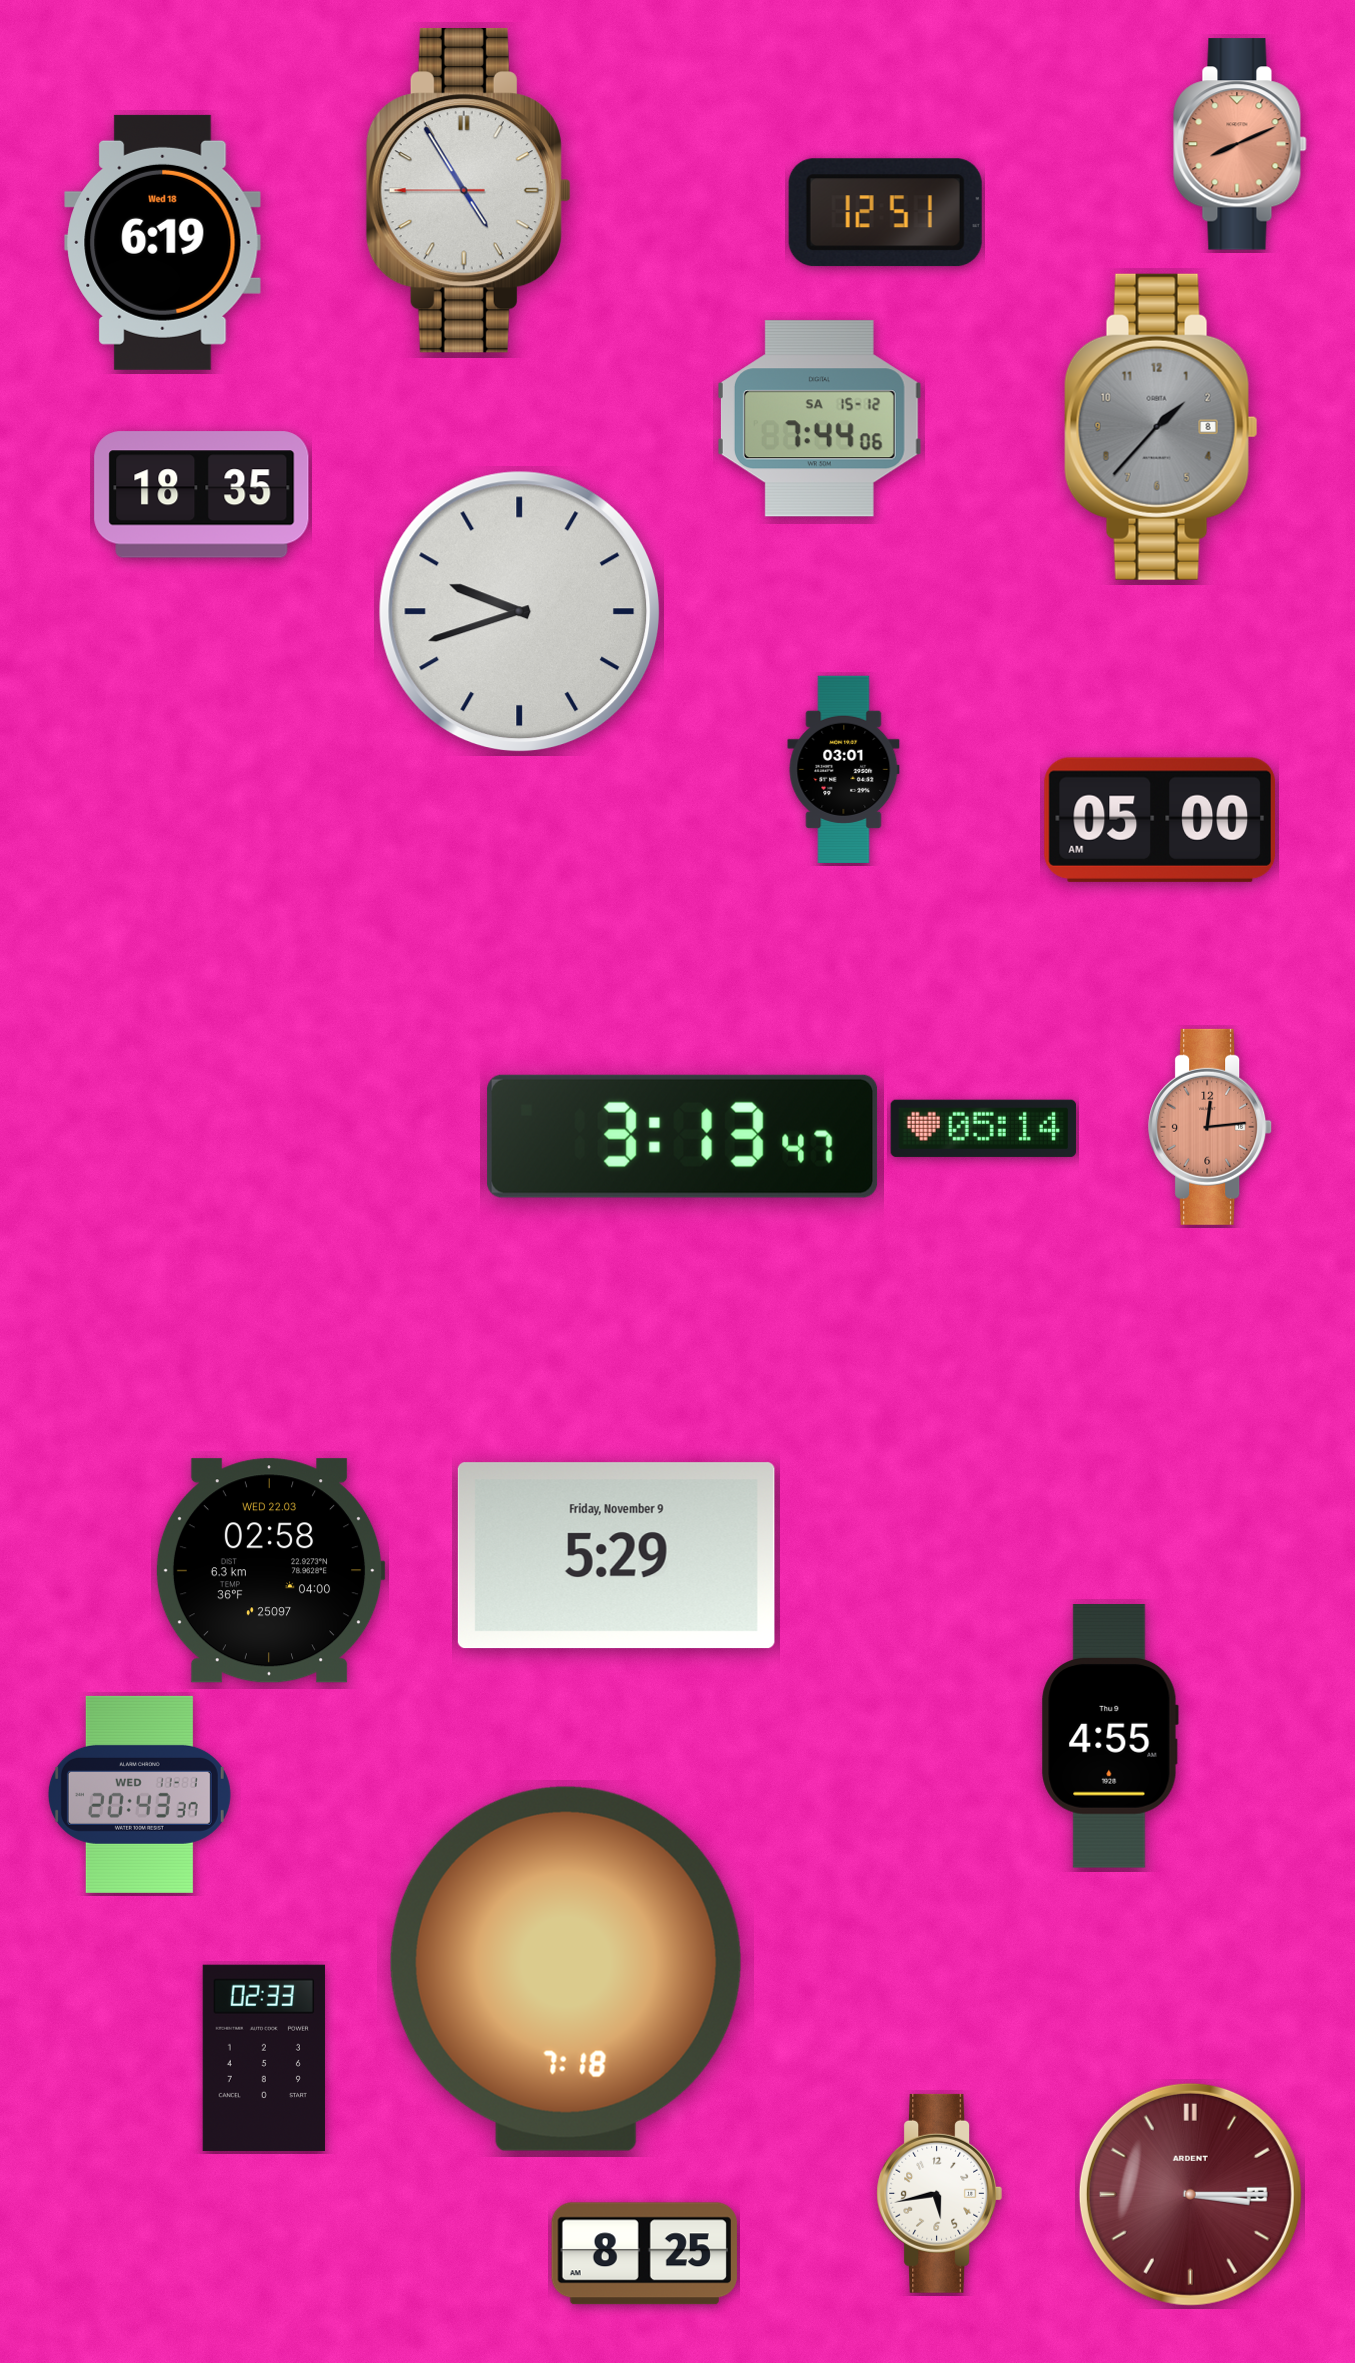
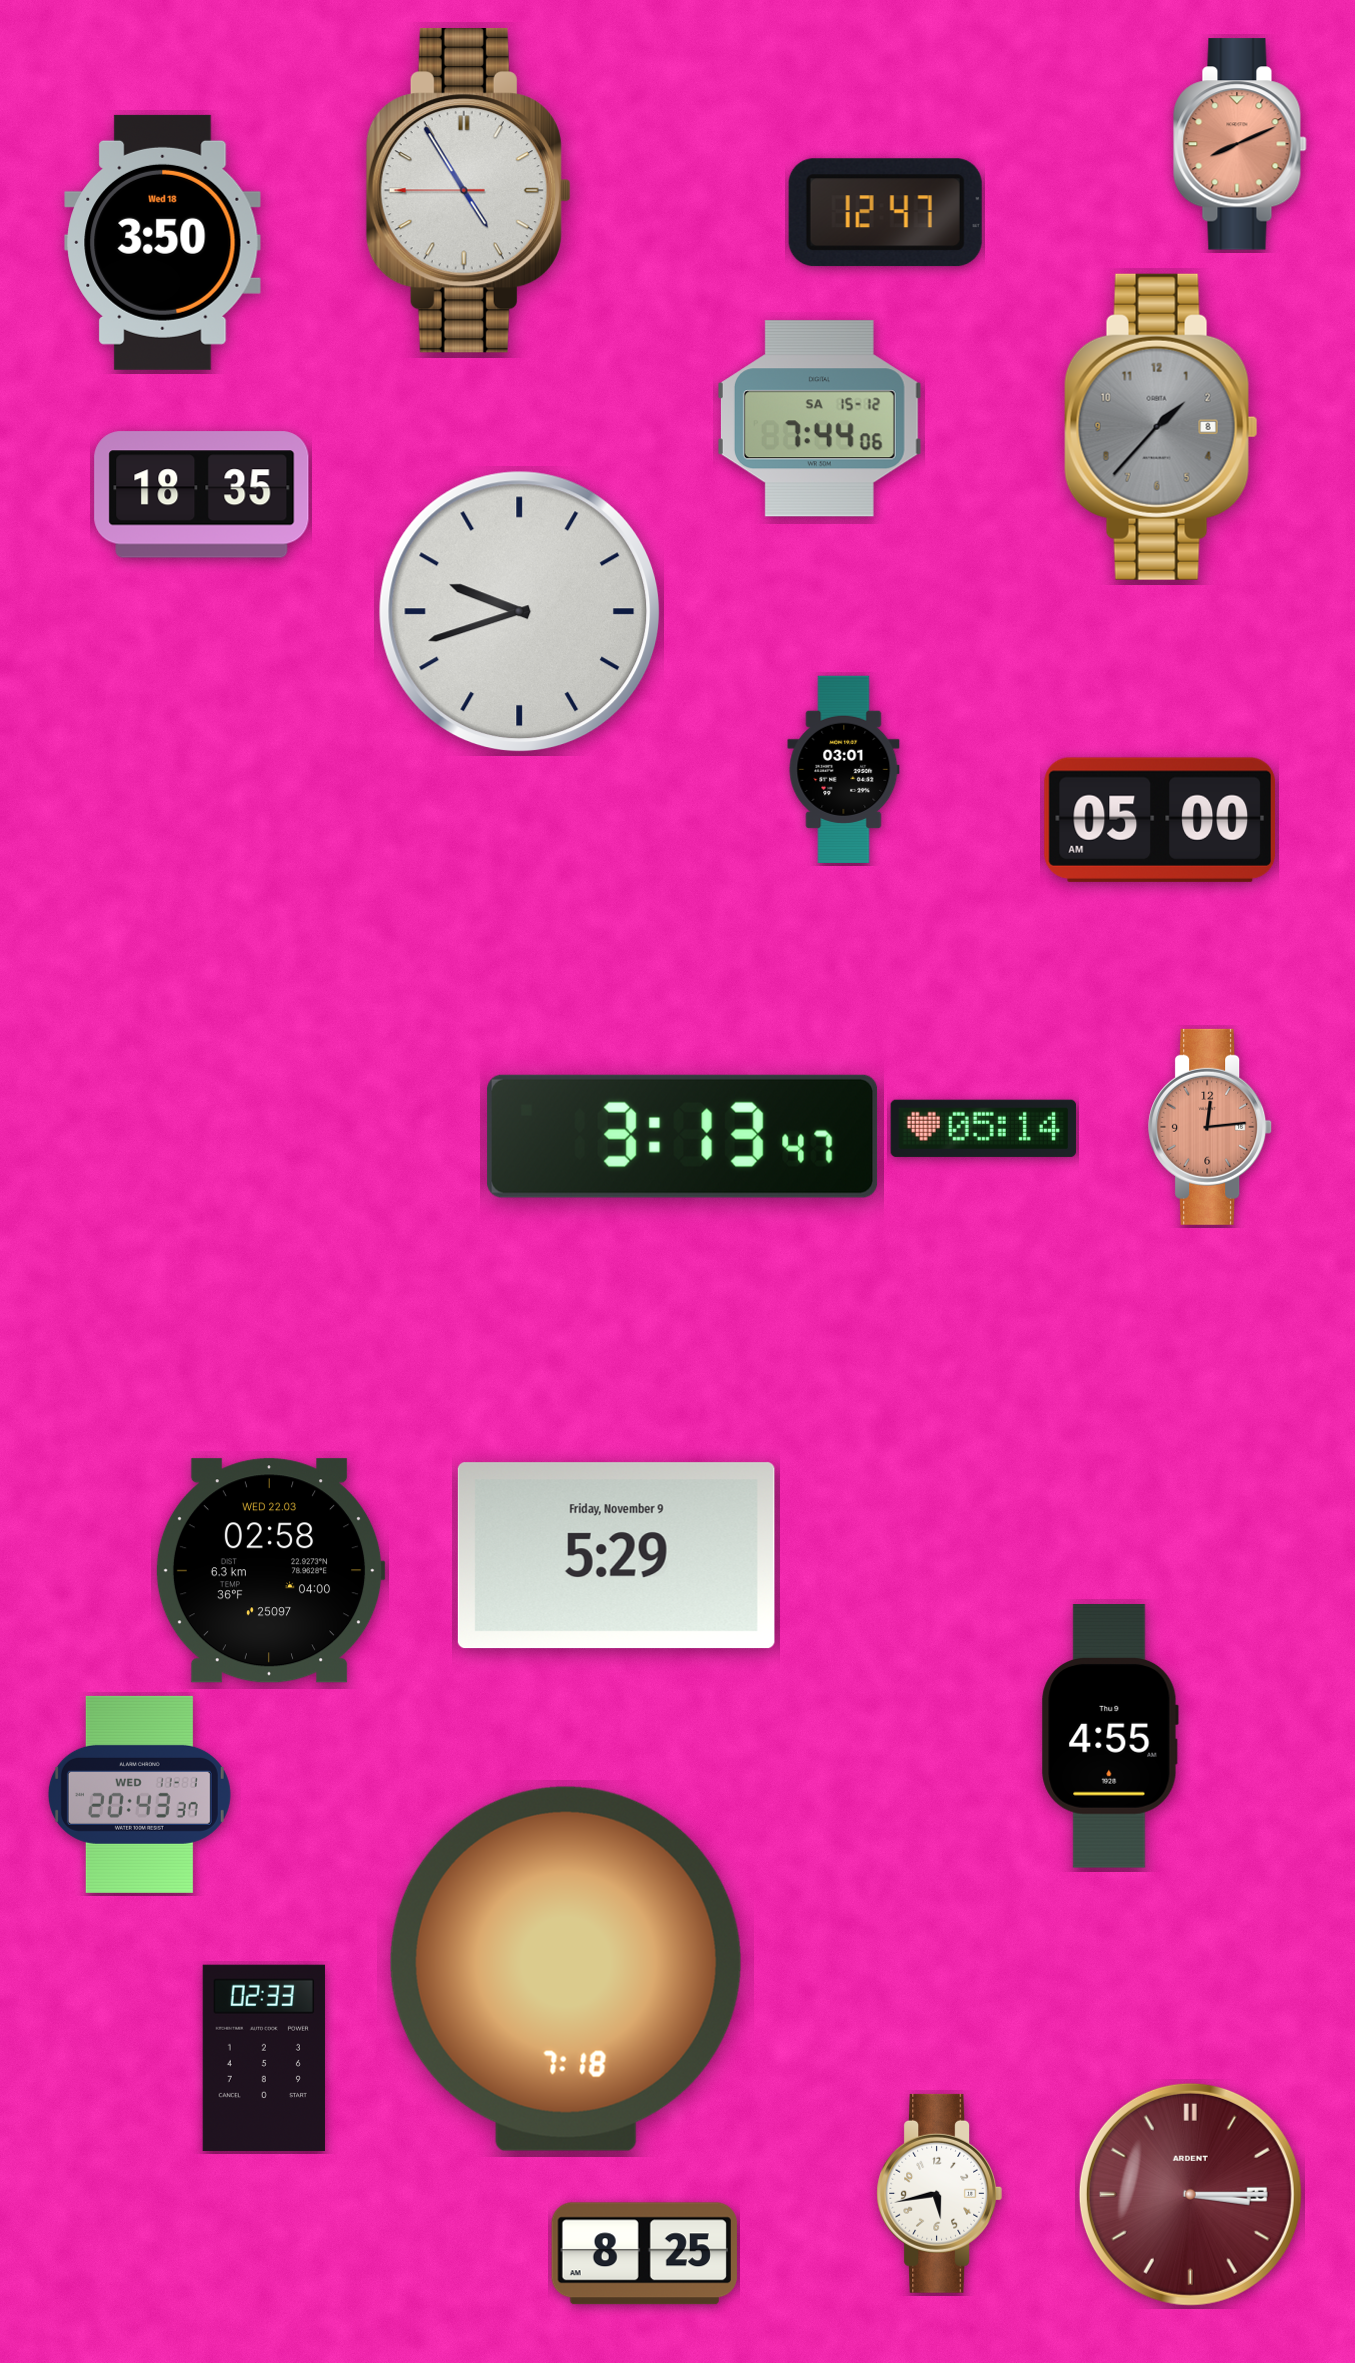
clock at (885, 213): 12:51 -> 12:47
clock at (163, 242): 6:19 -> 3:50
